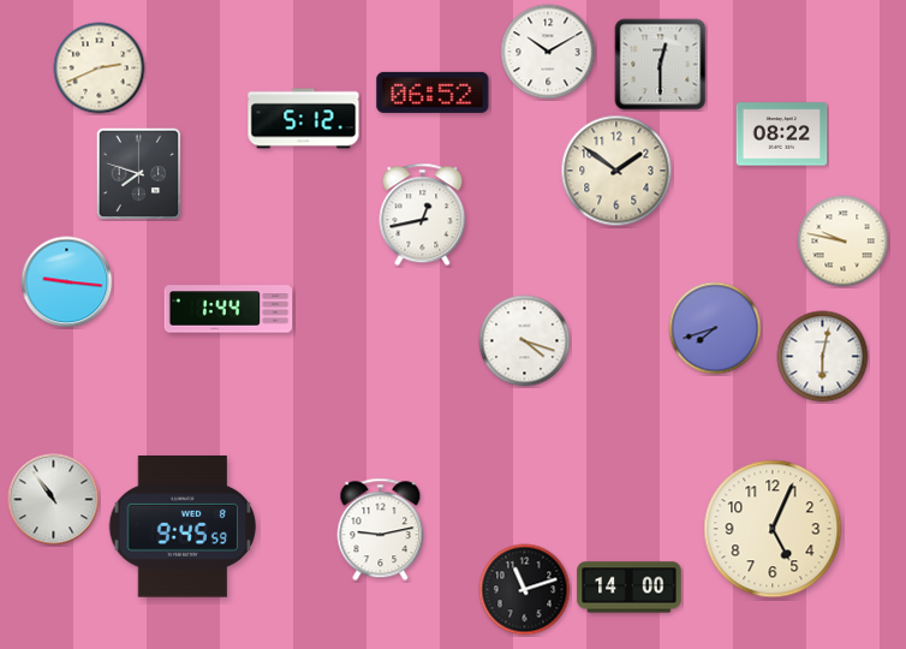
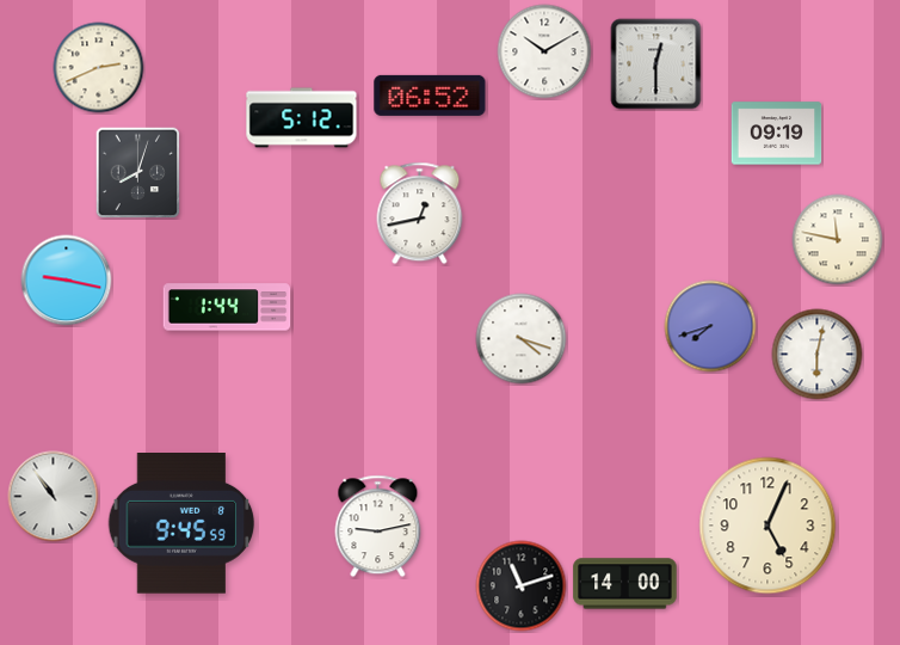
clock at (433, 93) position: (433, 93) -> (430, 96)
clock at (782, 135): 08:22 -> 09:19
clock at (616, 171): 1:51 -> none
clock at (139, 174): 7:48 -> 8:03
clock at (844, 242): 9:47 -> 11:47
clock at (67, 282): 9:16 -> 9:17
